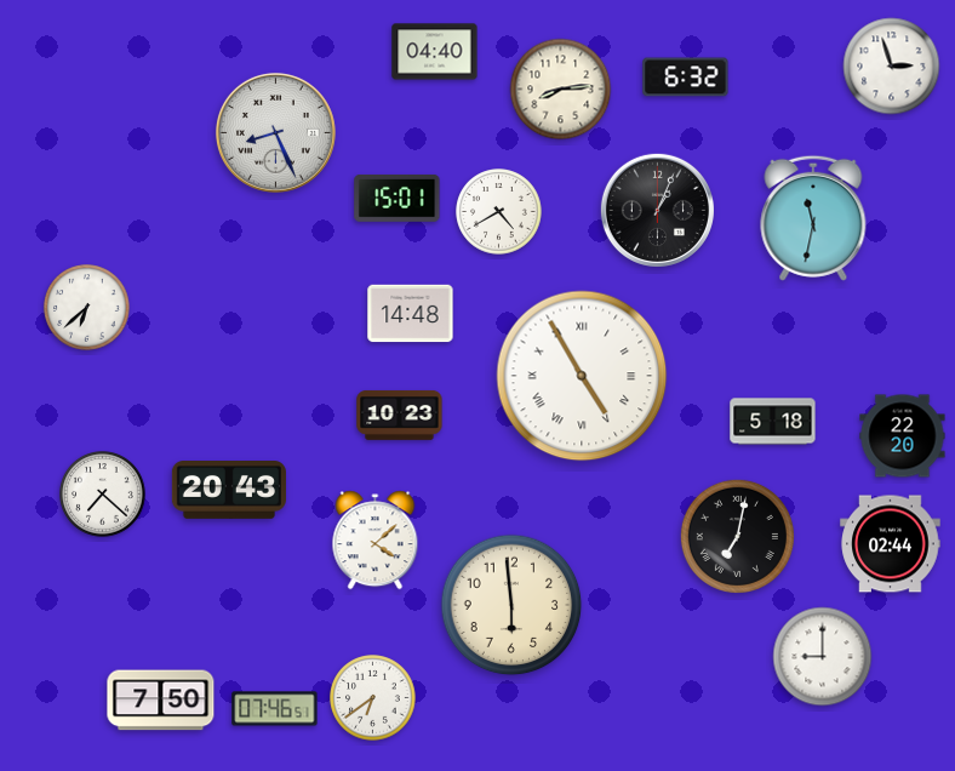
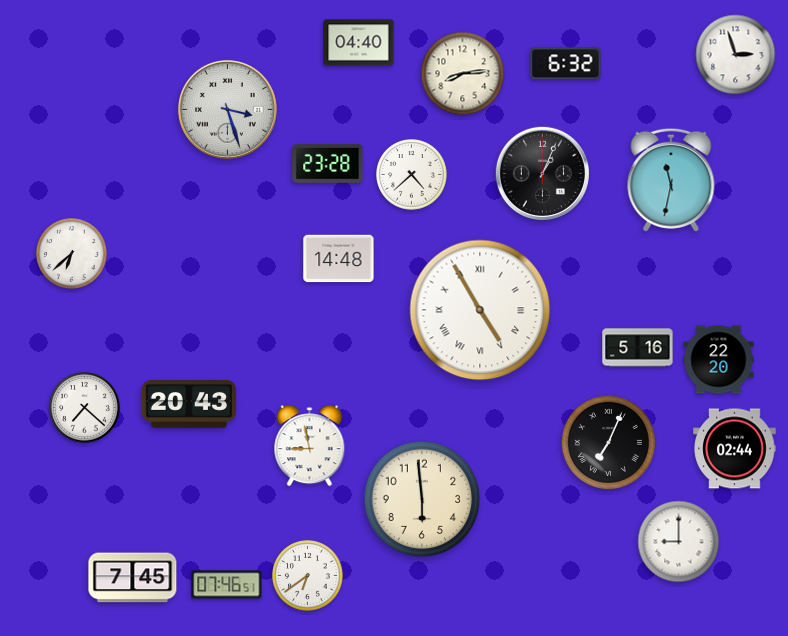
clock at (275, 132): 8:26 -> 3:27
clock at (398, 198): 15:01 -> 23:28
clock at (499, 212): 4:40 -> 4:38
clock at (400, 416): 10:23 -> none
clock at (773, 422): 5:18 -> 5:16
clock at (903, 436) position: (903, 436) -> (719, 360)
clock at (737, 536): 7:02 -> 7:04
clock at (376, 541): 4:08 -> 8:58
clock at (161, 701): 7:50 -> 7:45
